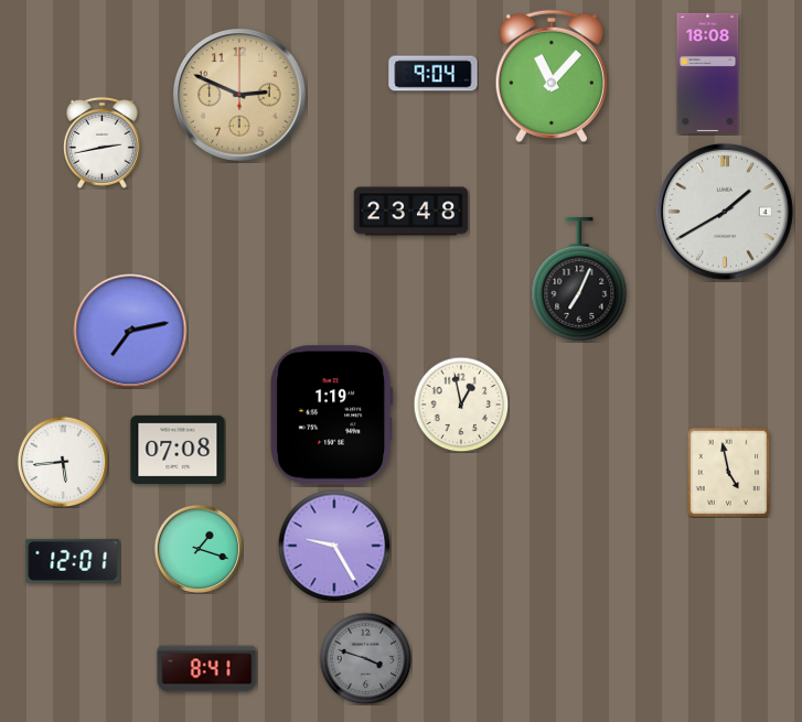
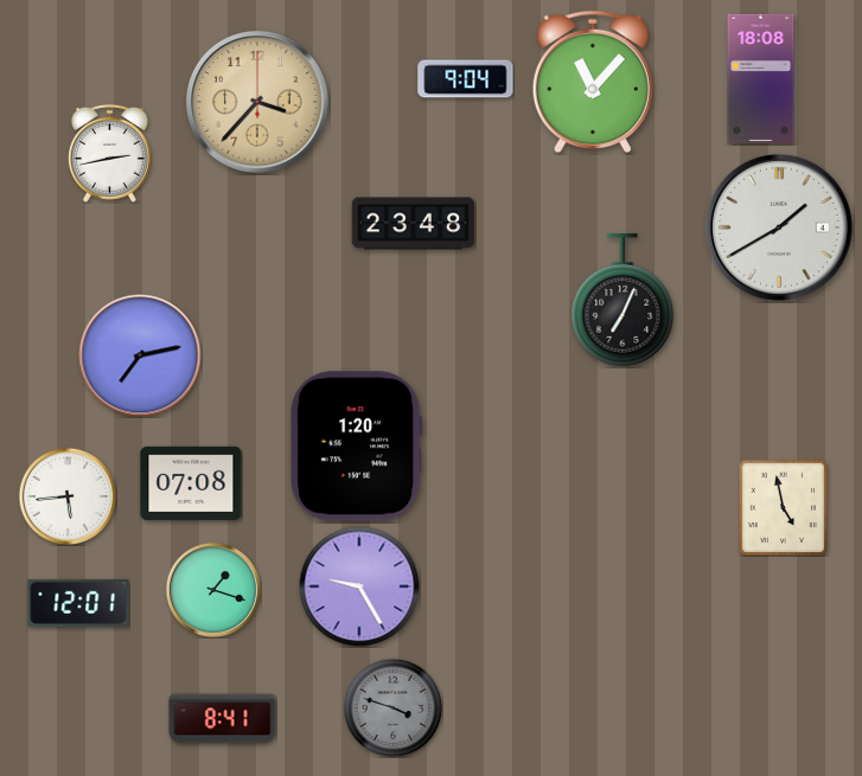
clock at (240, 96): 2:49 -> 3:37
clock at (411, 212) position: (411, 212) -> (414, 224)
clock at (461, 405): 12:58 -> none
clock at (332, 416): 1:19 -> 1:20
